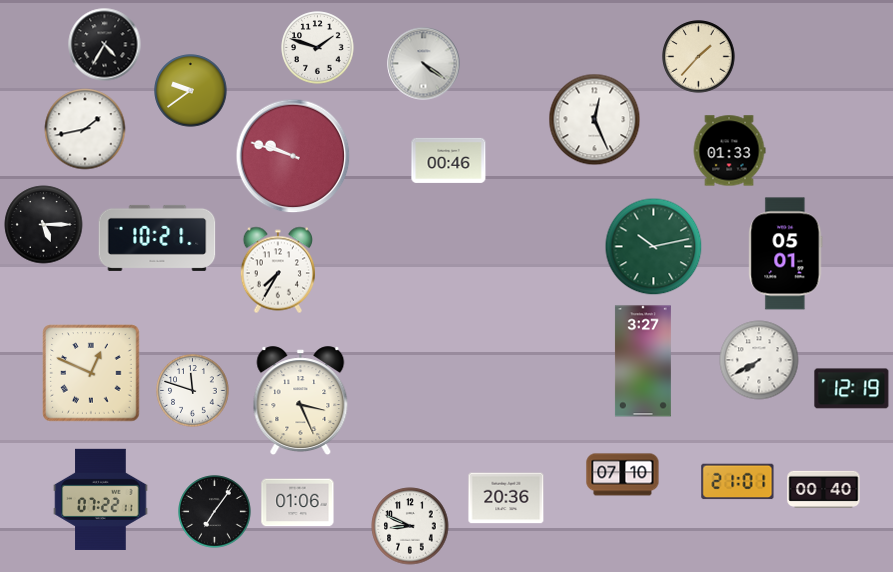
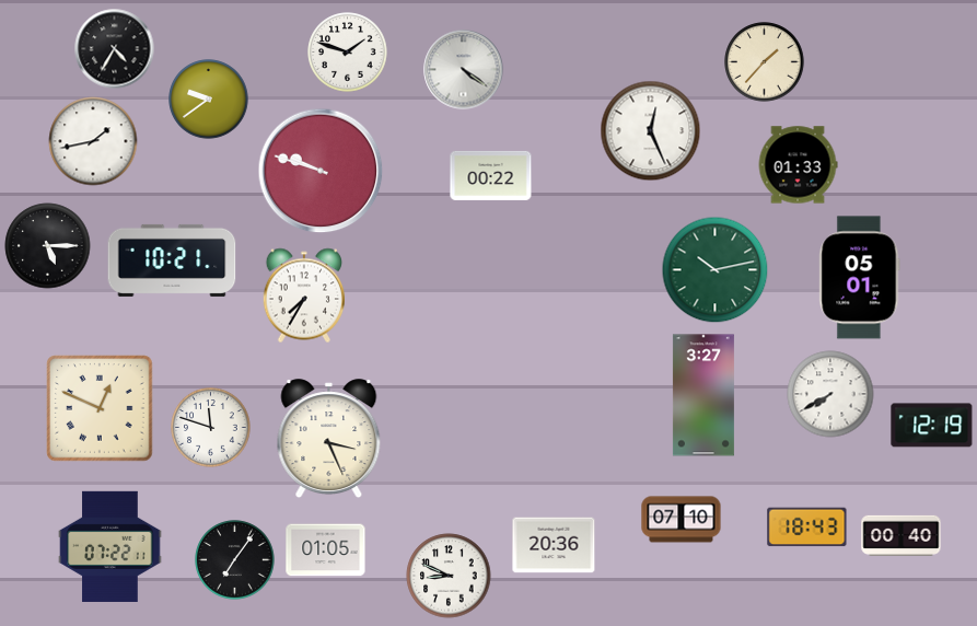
clock at (449, 160): 00:46 -> 00:22
clock at (738, 482): 21:01 -> 18:43
clock at (298, 503): 01:06 -> 01:05
